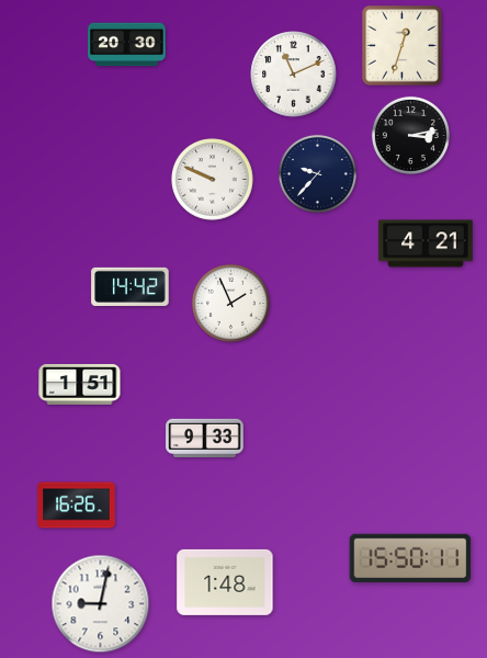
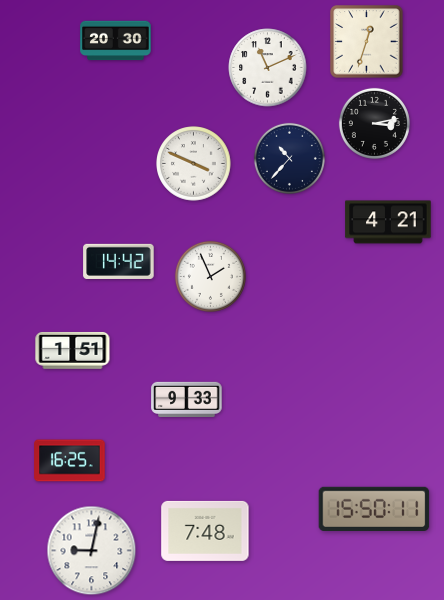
clock at (317, 173): 9:37 -> 10:37
clock at (213, 180): 9:49 -> 3:49
clock at (77, 506): 16:26 -> 16:25
clock at (225, 582): 1:48 -> 7:48
